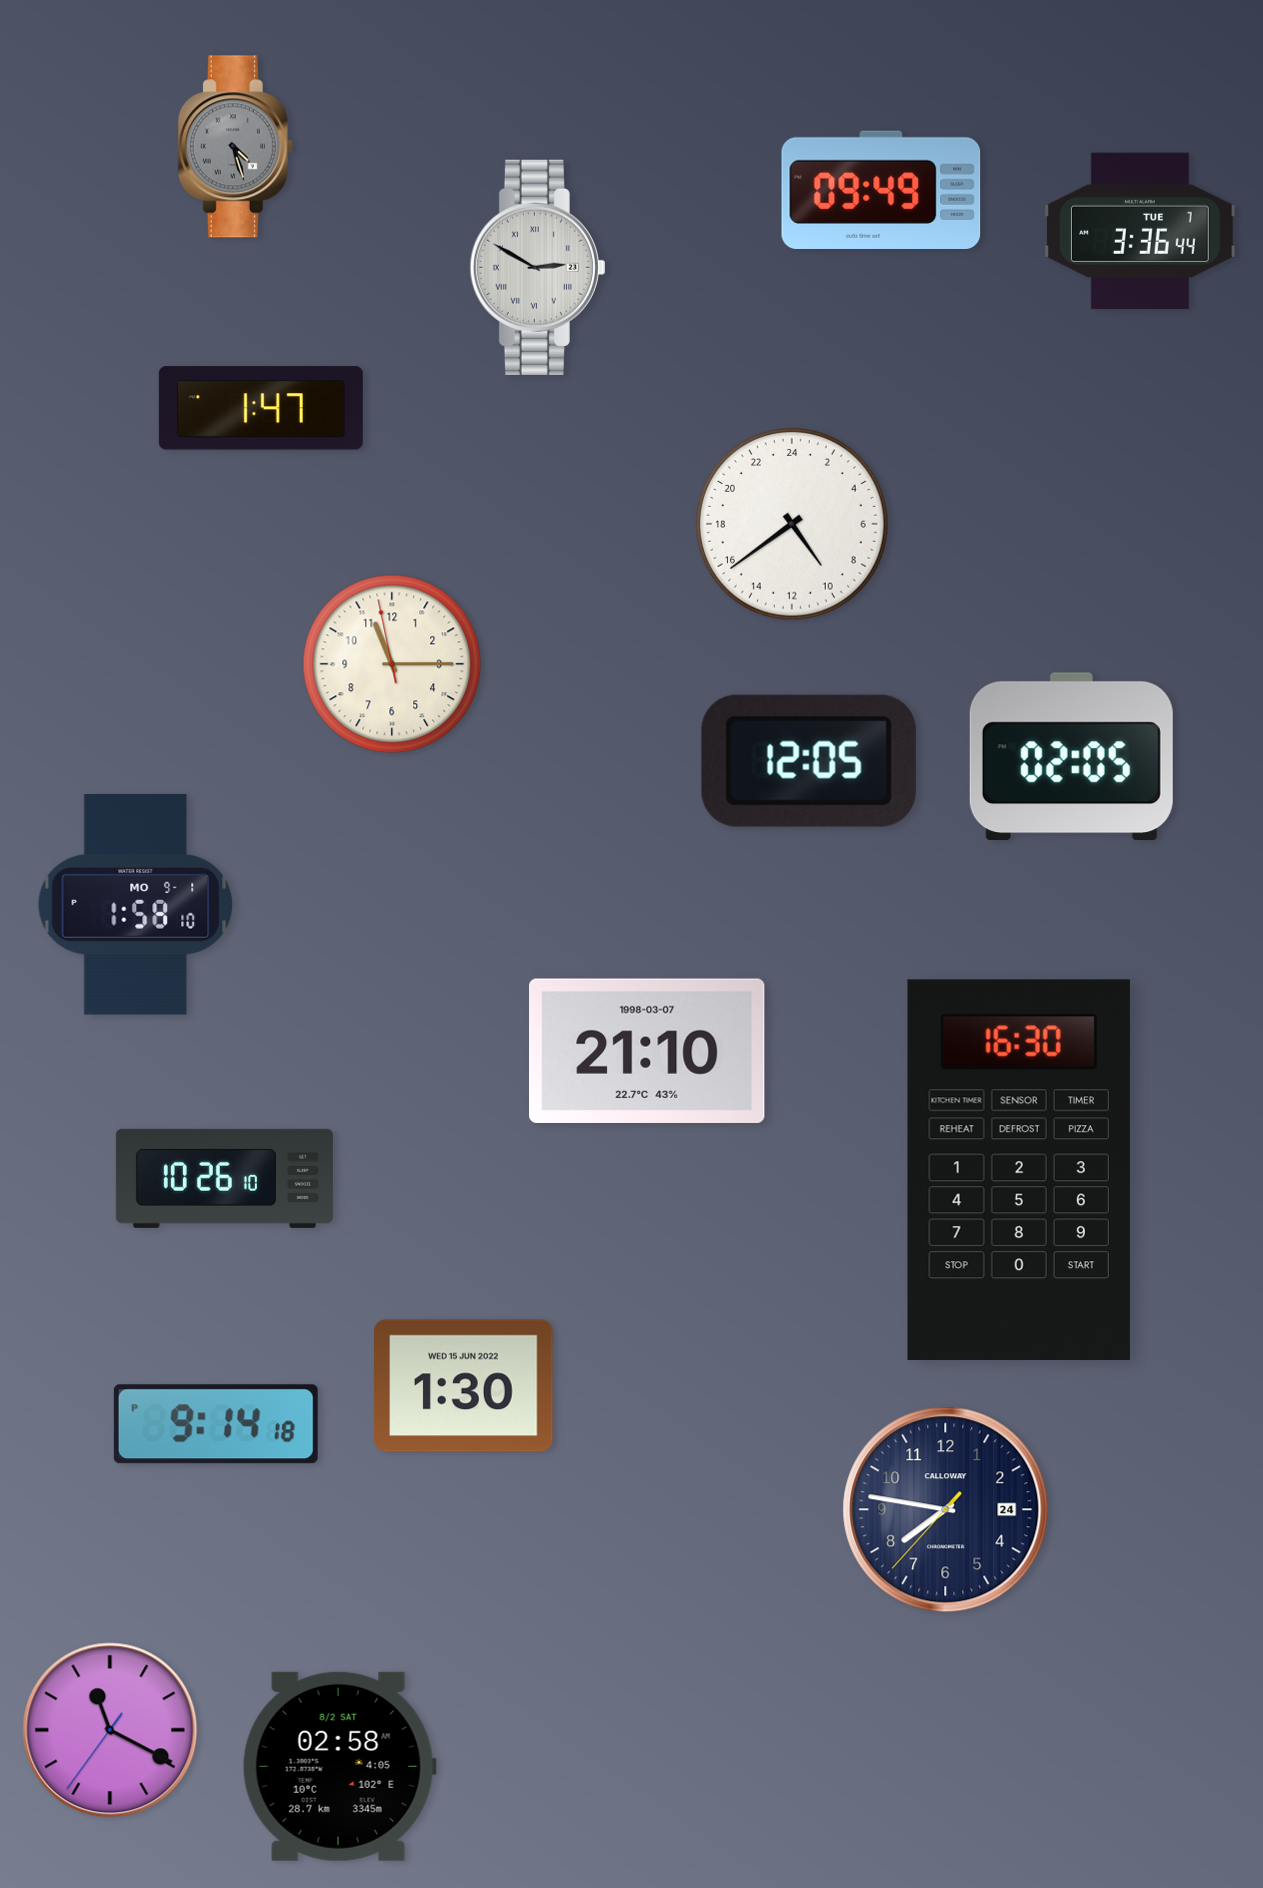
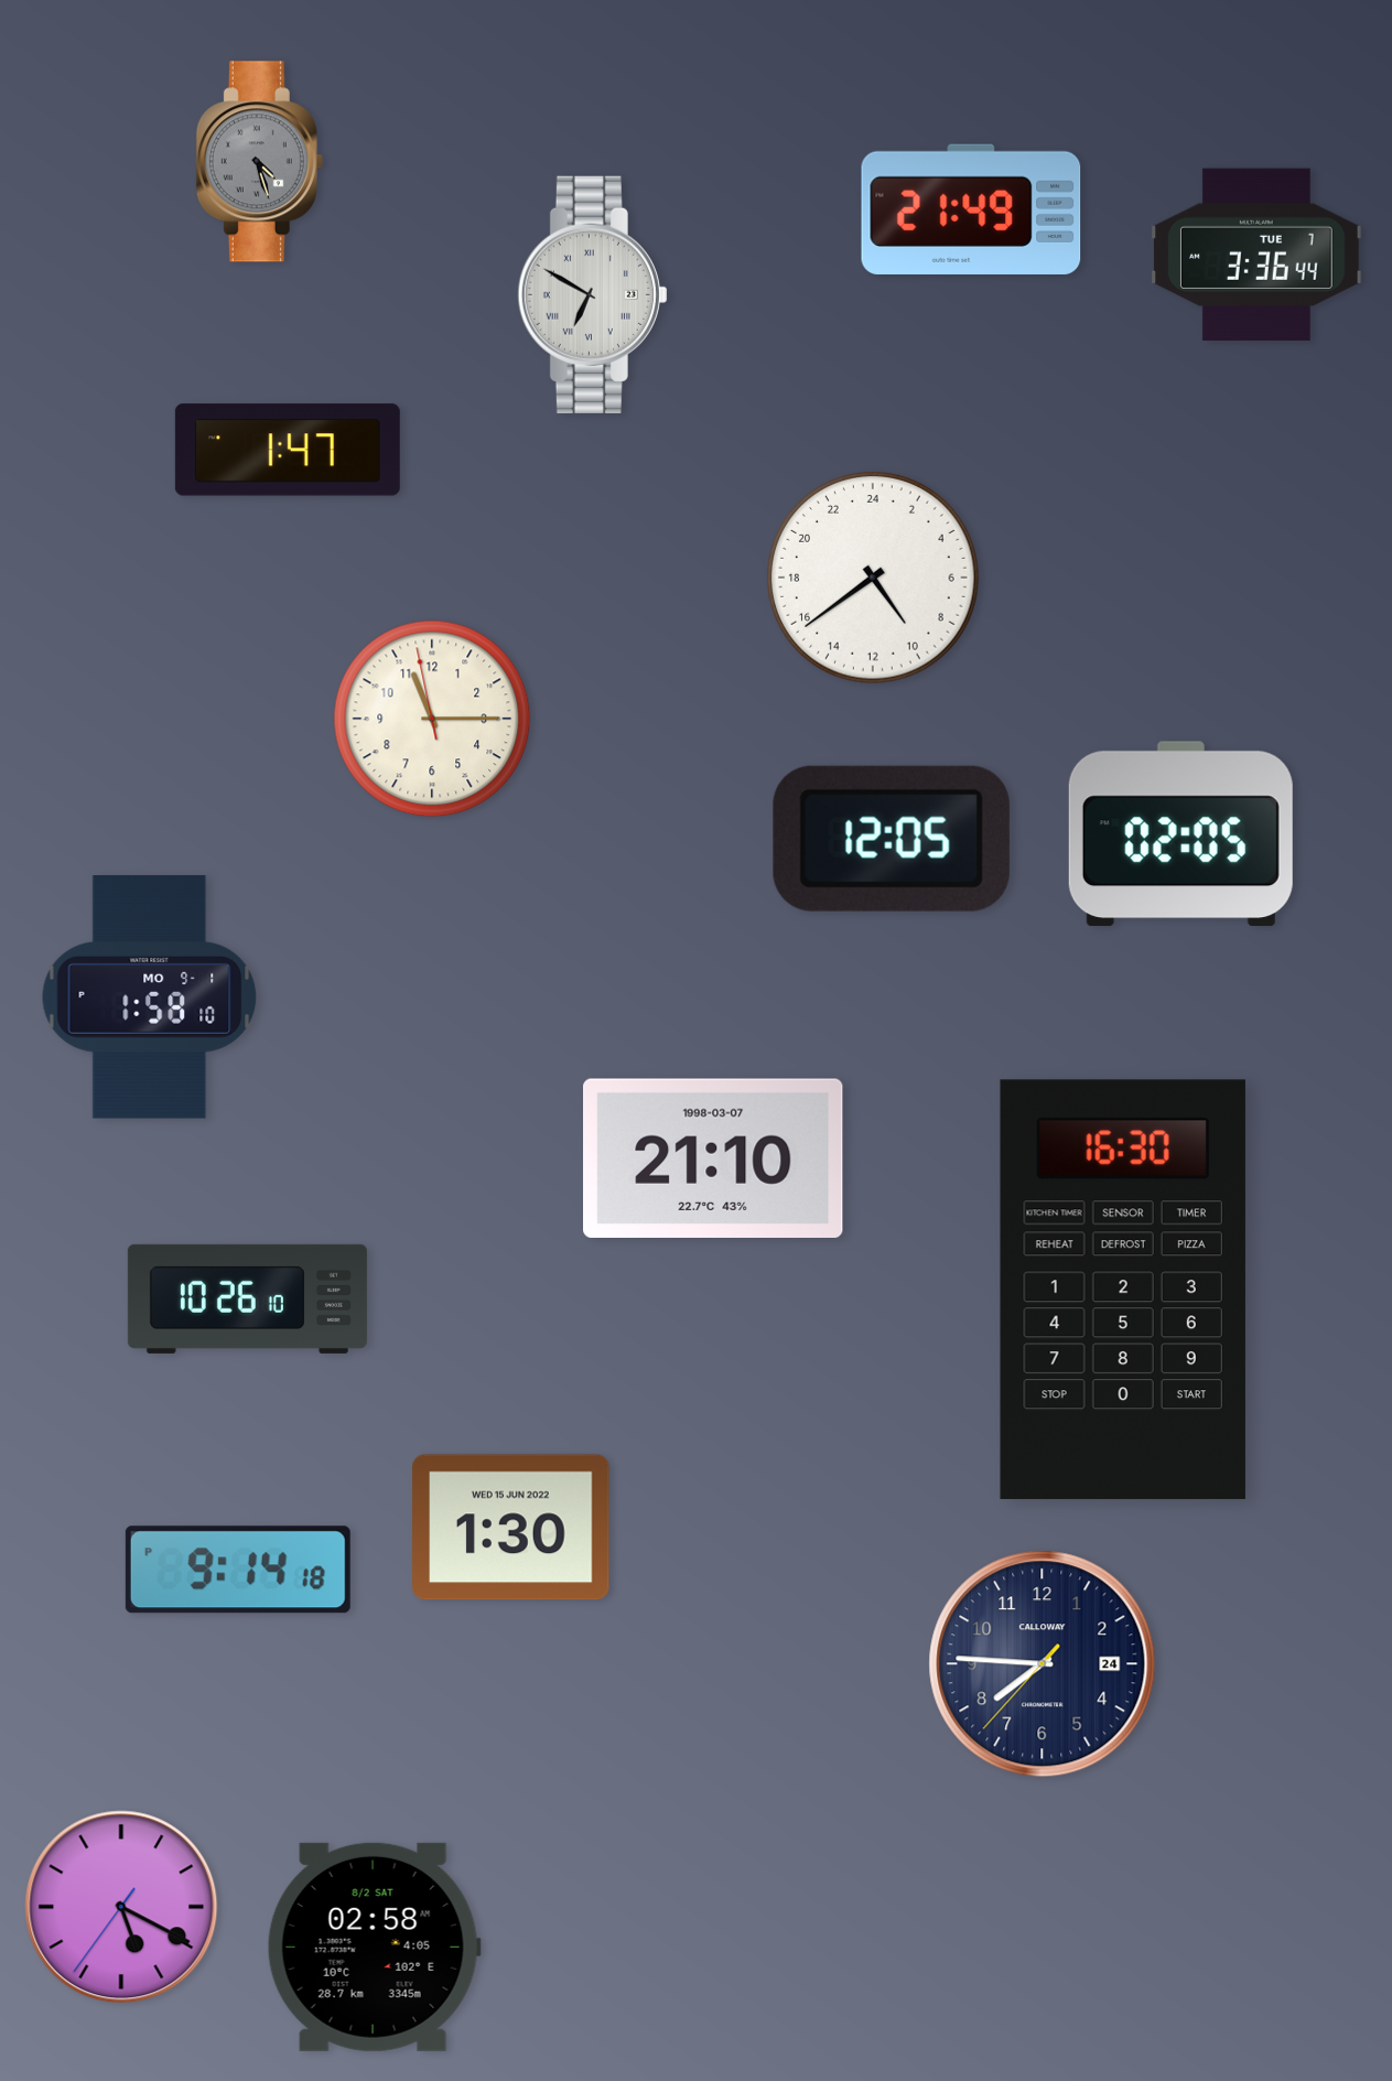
clock at (881, 190): 09:49 -> 21:49
clock at (537, 267): 2:50 -> 6:50
clock at (392, 664) position: (392, 664) -> (432, 719)
clock at (946, 1510): 7:46 -> 7:45
clock at (110, 1730): 11:19 -> 5:19
